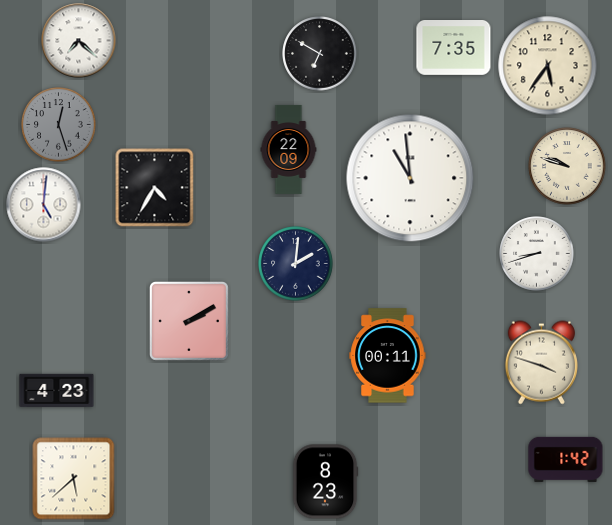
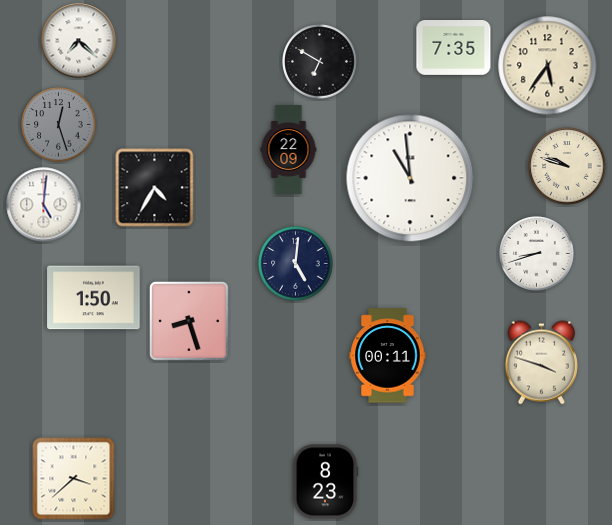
clock at (320, 54) position: (320, 54) -> (320, 62)
clock at (296, 264): 2:01 -> 5:01
clock at (94, 298): none -> 1:50
clock at (189, 321): 2:10 -> 8:27
clock at (57, 390): 4:23 -> none
clock at (566, 459): 1:42 -> none
clock at (74, 479): 5:38 -> 3:38
